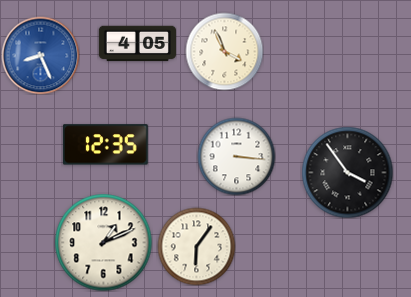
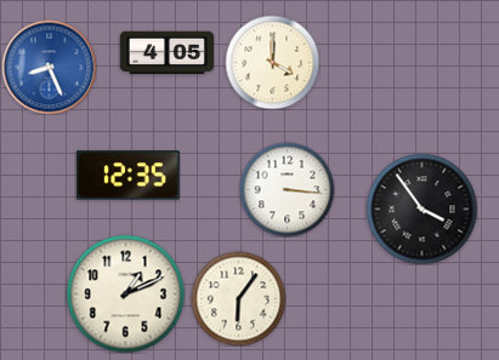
clock at (224, 51): 3:56 -> 4:00
